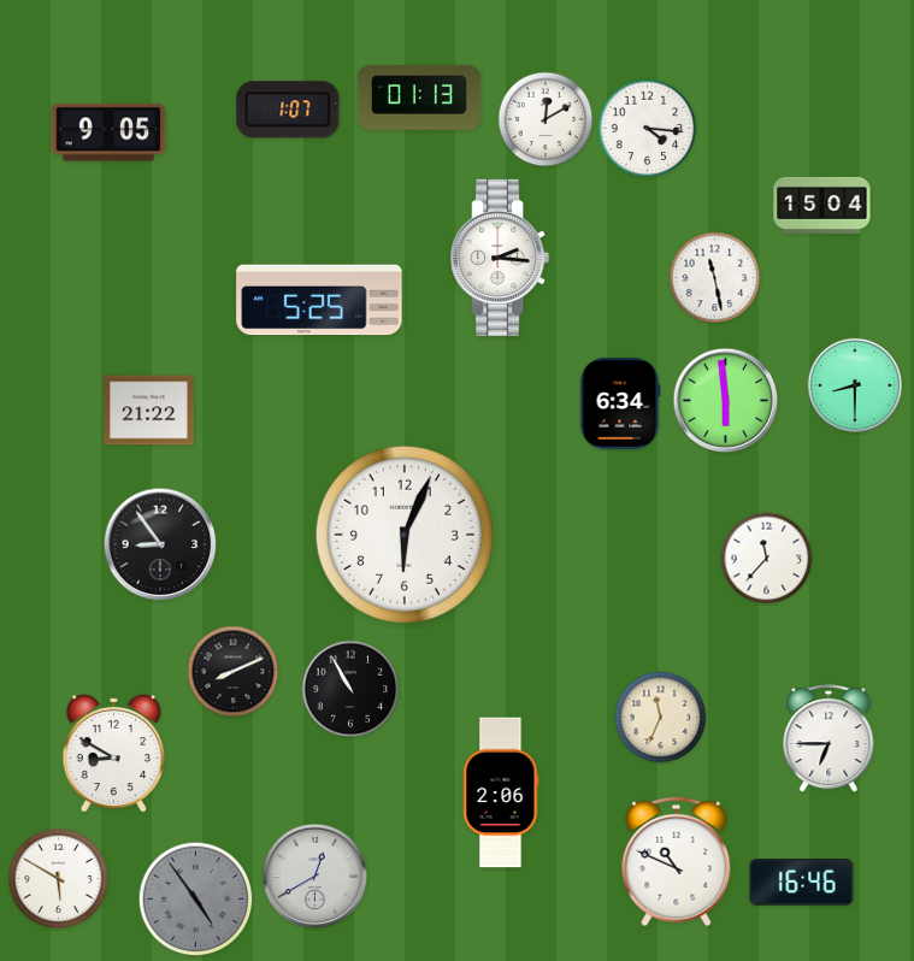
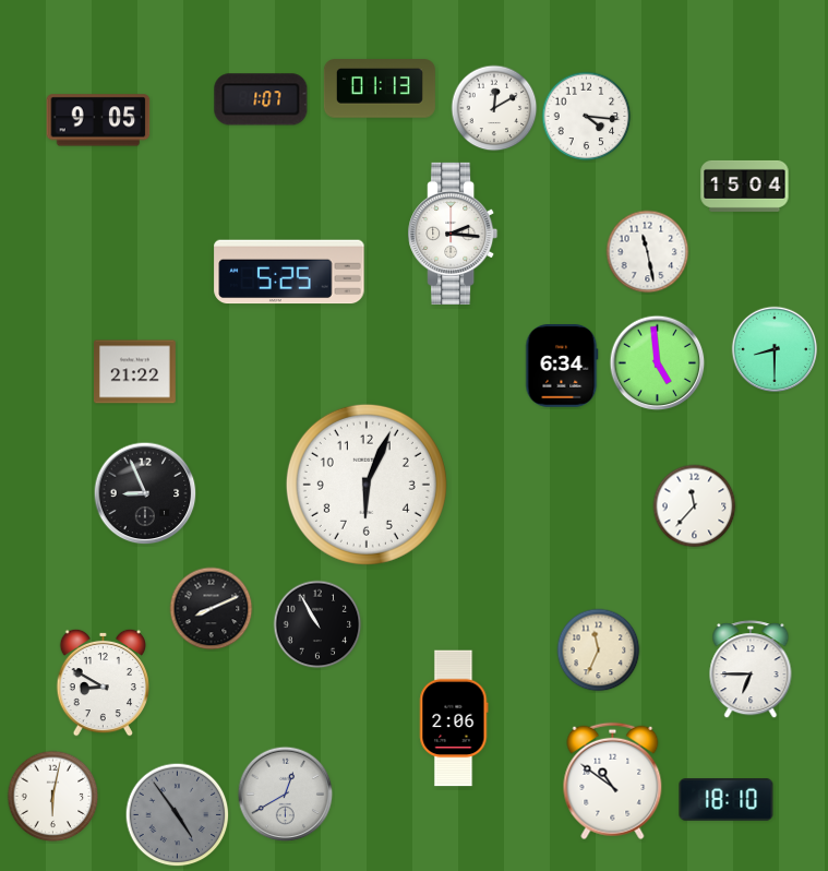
clock at (726, 401): 5:59 -> 4:59
clock at (160, 544): 8:54 -> 8:56
clock at (677, 862): 10:49 -> 10:51
clock at (59, 879): 5:50 -> 6:02
clock at (802, 883): 16:46 -> 18:10
